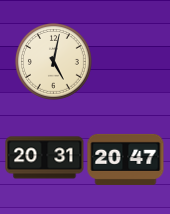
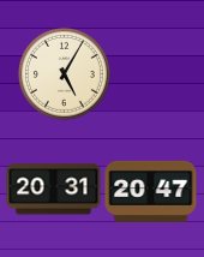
clock at (53, 61): 5:02 -> 5:05
